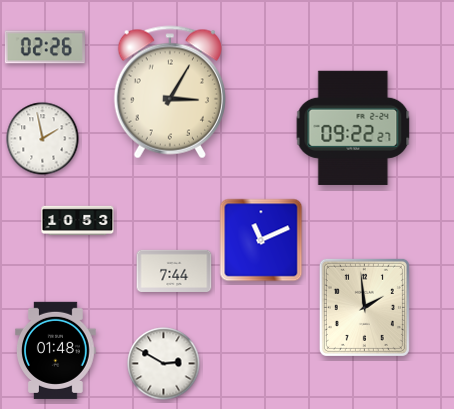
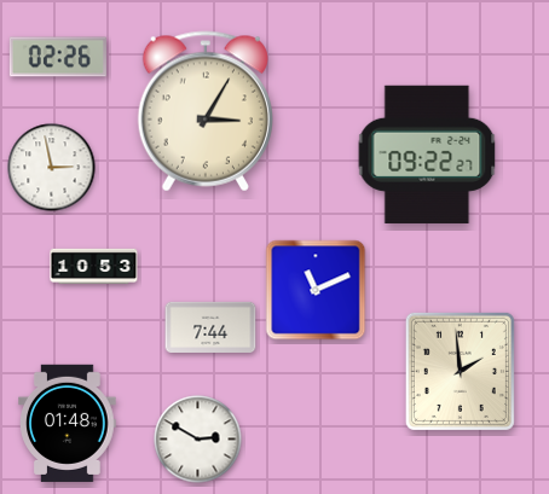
clock at (45, 47) position: (45, 47) -> (58, 57)
clock at (43, 139): 1:58 -> 2:58
clock at (364, 307) position: (364, 307) -> (460, 371)
